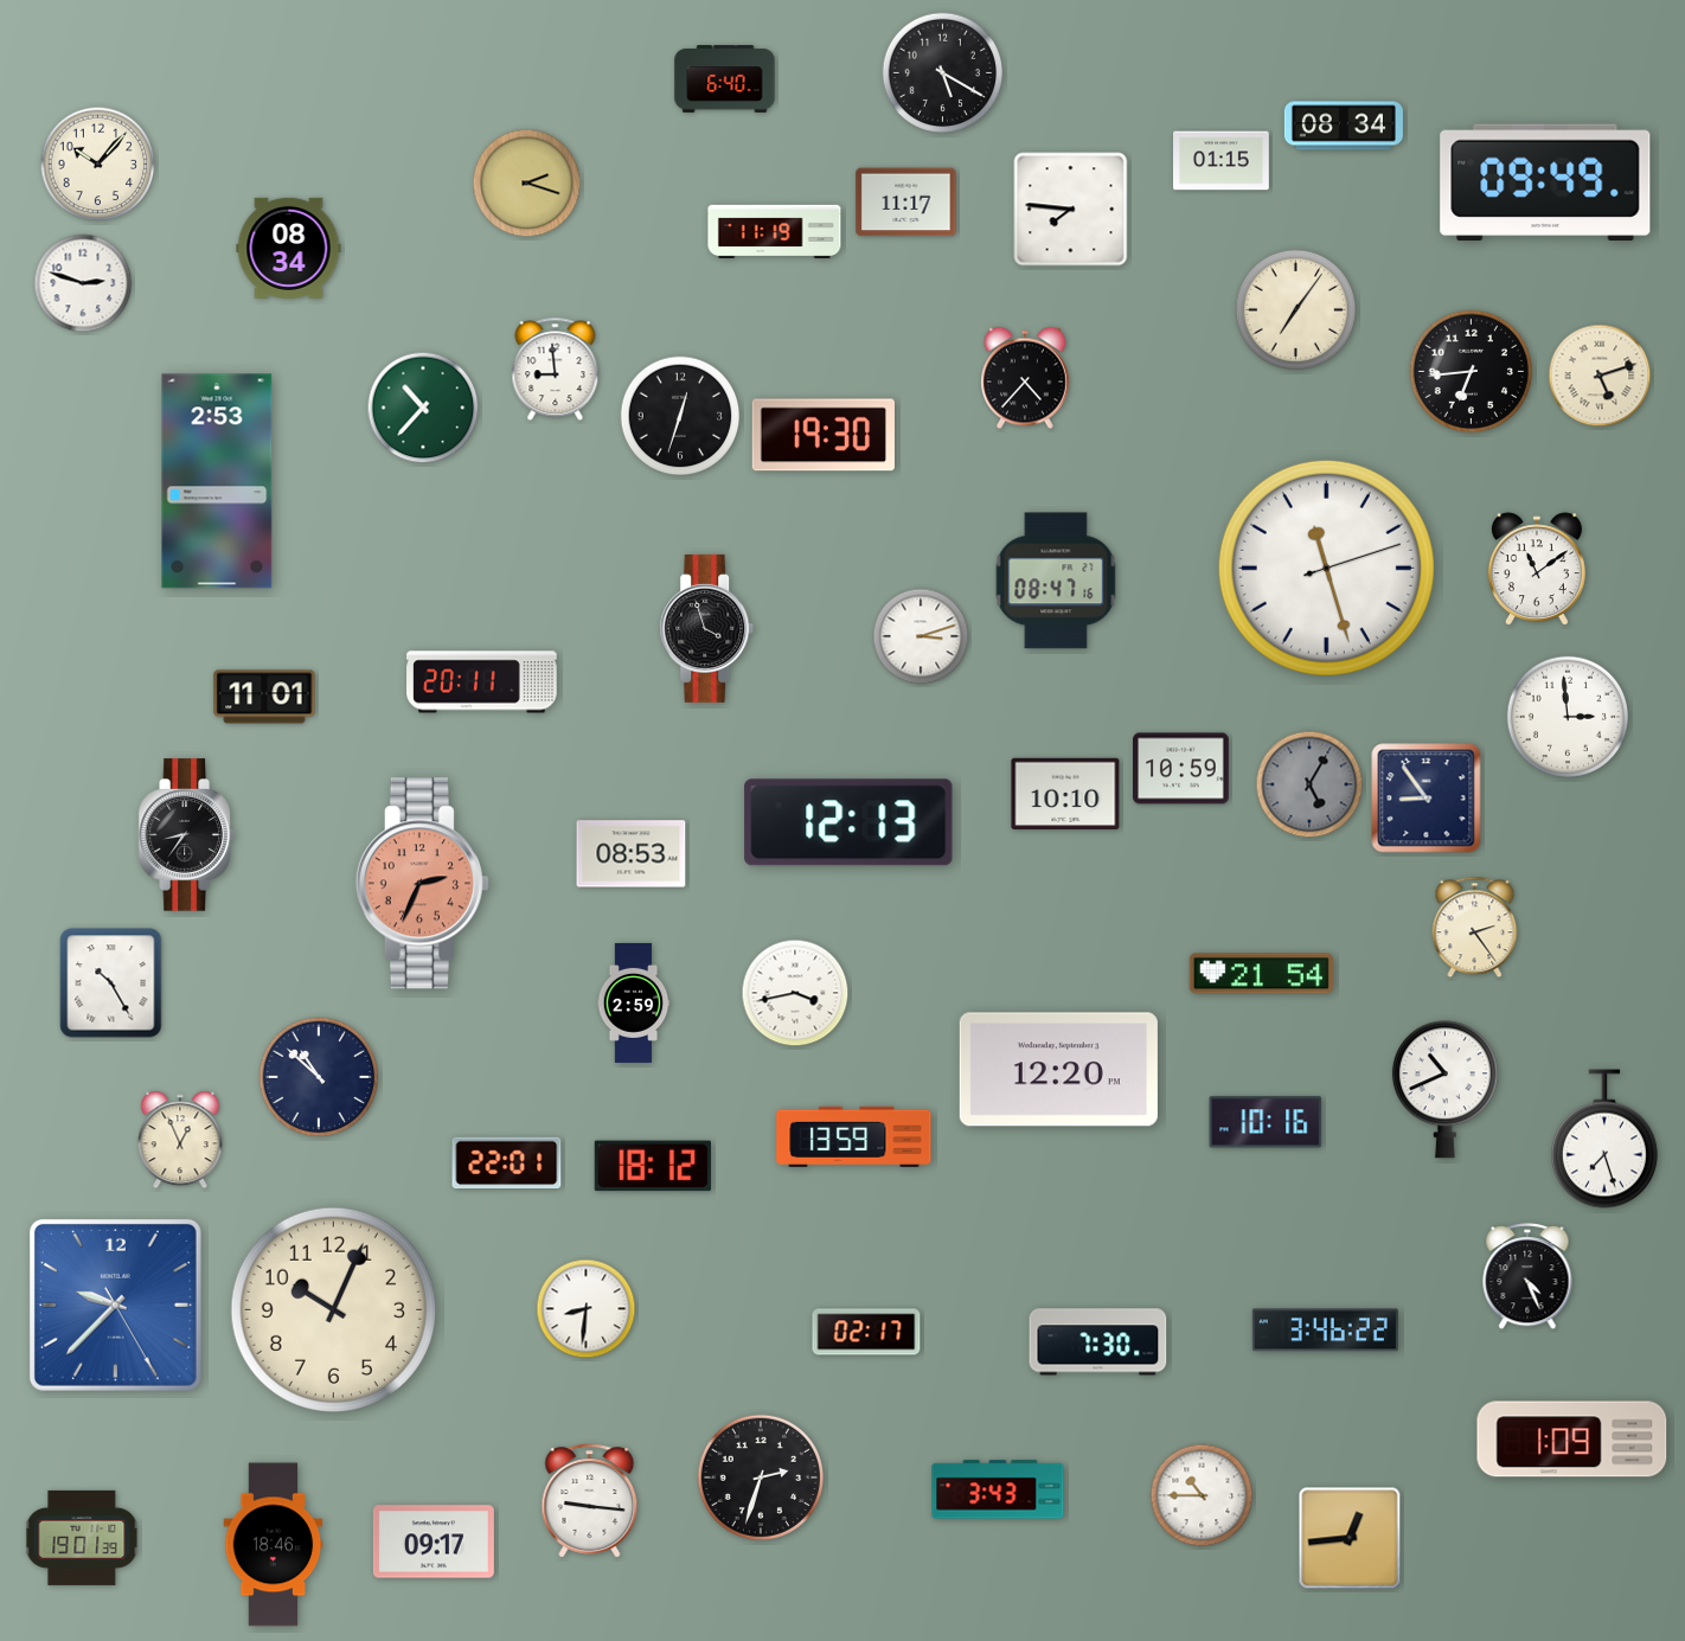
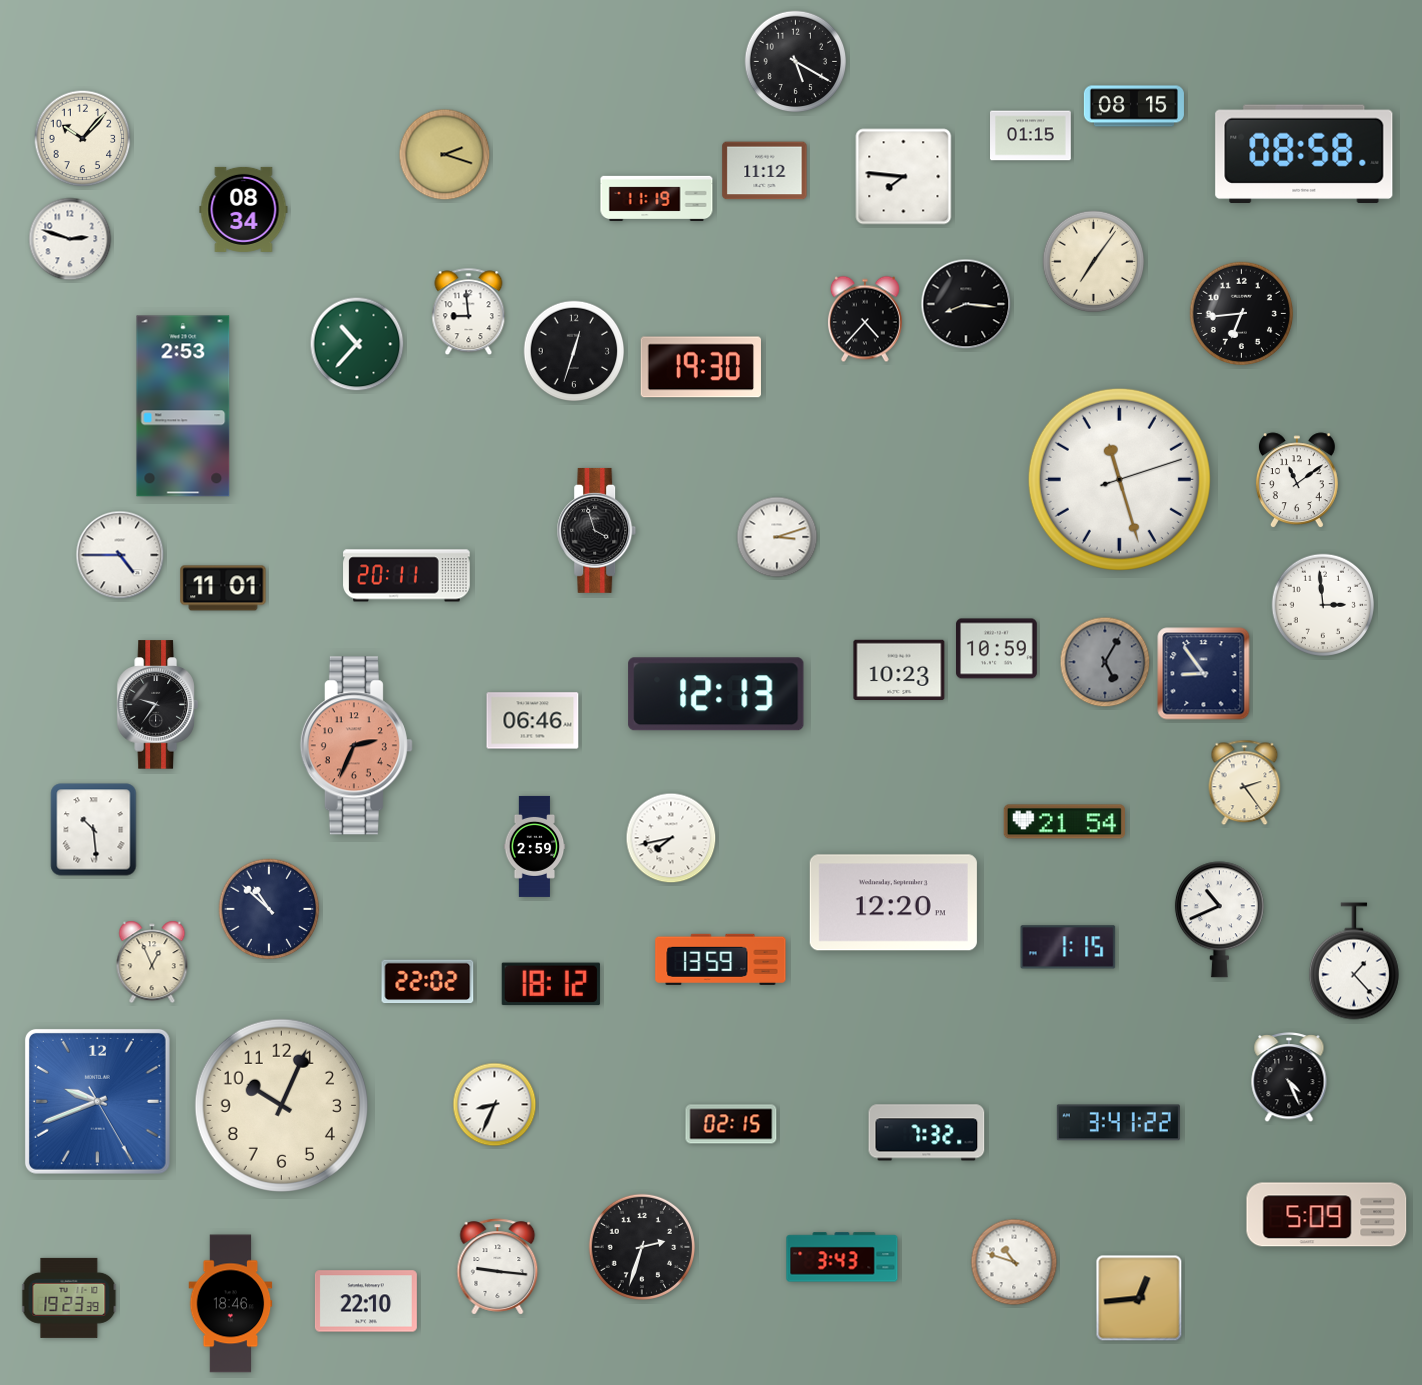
clock at (725, 79): 6:40 -> none
clock at (1344, 126): 08:34 -> 08:15
clock at (1545, 182): 09:49 -> 08:58
clock at (906, 203): 11:17 -> 11:12
clock at (775, 231) position: (775, 231) -> (657, 198)
clock at (966, 304): none -> 8:16
clock at (1600, 376): 5:12 -> none
clock at (824, 435) position: (824, 435) -> (701, 367)
clock at (1056, 581): 08:47 -> none
clock at (120, 555): none -> 4:45
clock at (1065, 793): 10:10 -> 10:23
clock at (186, 835): 8:36 -> 9:36
clock at (632, 854): 08:53 -> 06:46
clock at (111, 983): 10:25 -> 10:29
clock at (795, 993): 3:43 -> 7:43
clock at (1266, 1122): 10:16 -> 1:15
clock at (1604, 1139): 7:27 -> 1:23
clock at (507, 1164): 22:01 -> 22:02
clock at (115, 1305): 9:37 -> 9:41
clock at (587, 1309): 8:31 -> 8:34
clock at (1325, 1331): 3:46 -> 3:41
clock at (866, 1332): 02:17 -> 02:15
clock at (1098, 1342): 7:30 -> 7:32
clock at (1572, 1440): 1:09 -> 5:09
clock at (1202, 1495): 10:45 -> 10:48
clock at (82, 1538): 19:01 -> 19:23
clock at (434, 1541): 09:17 -> 22:10
